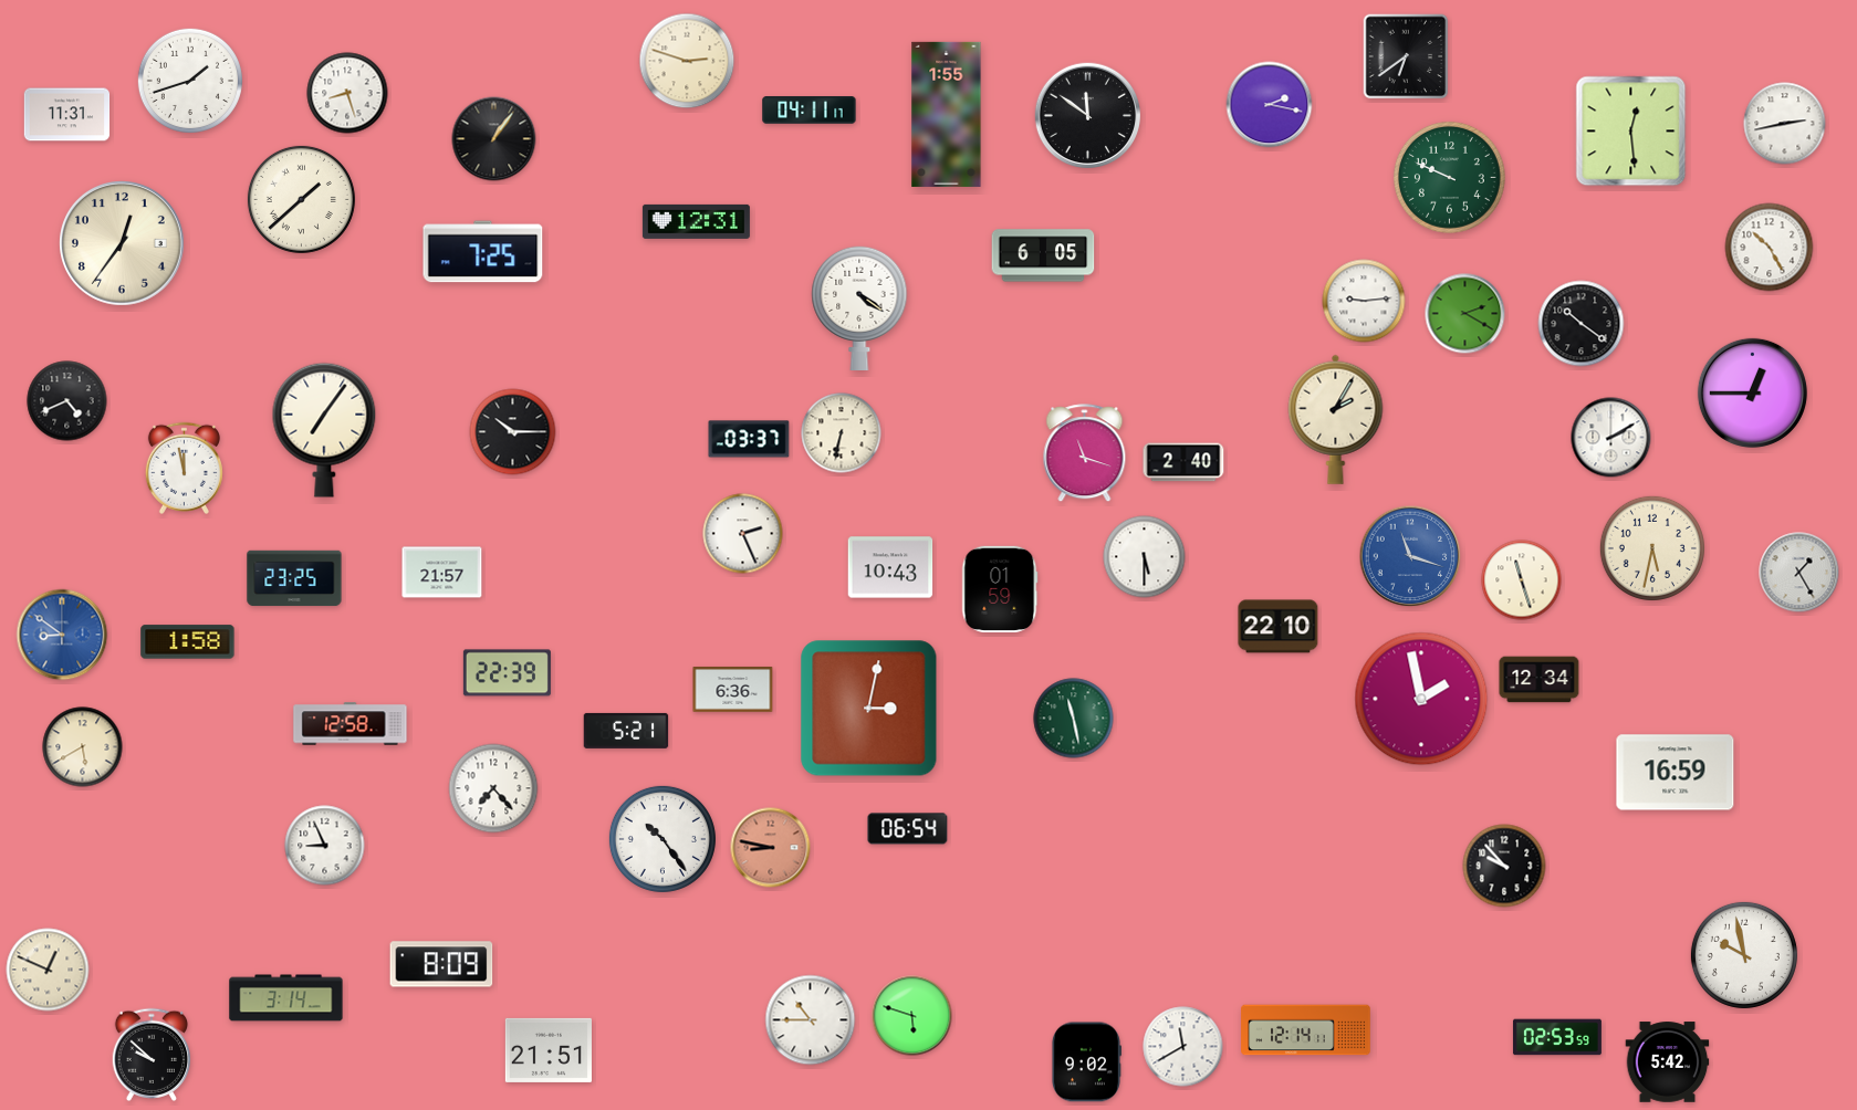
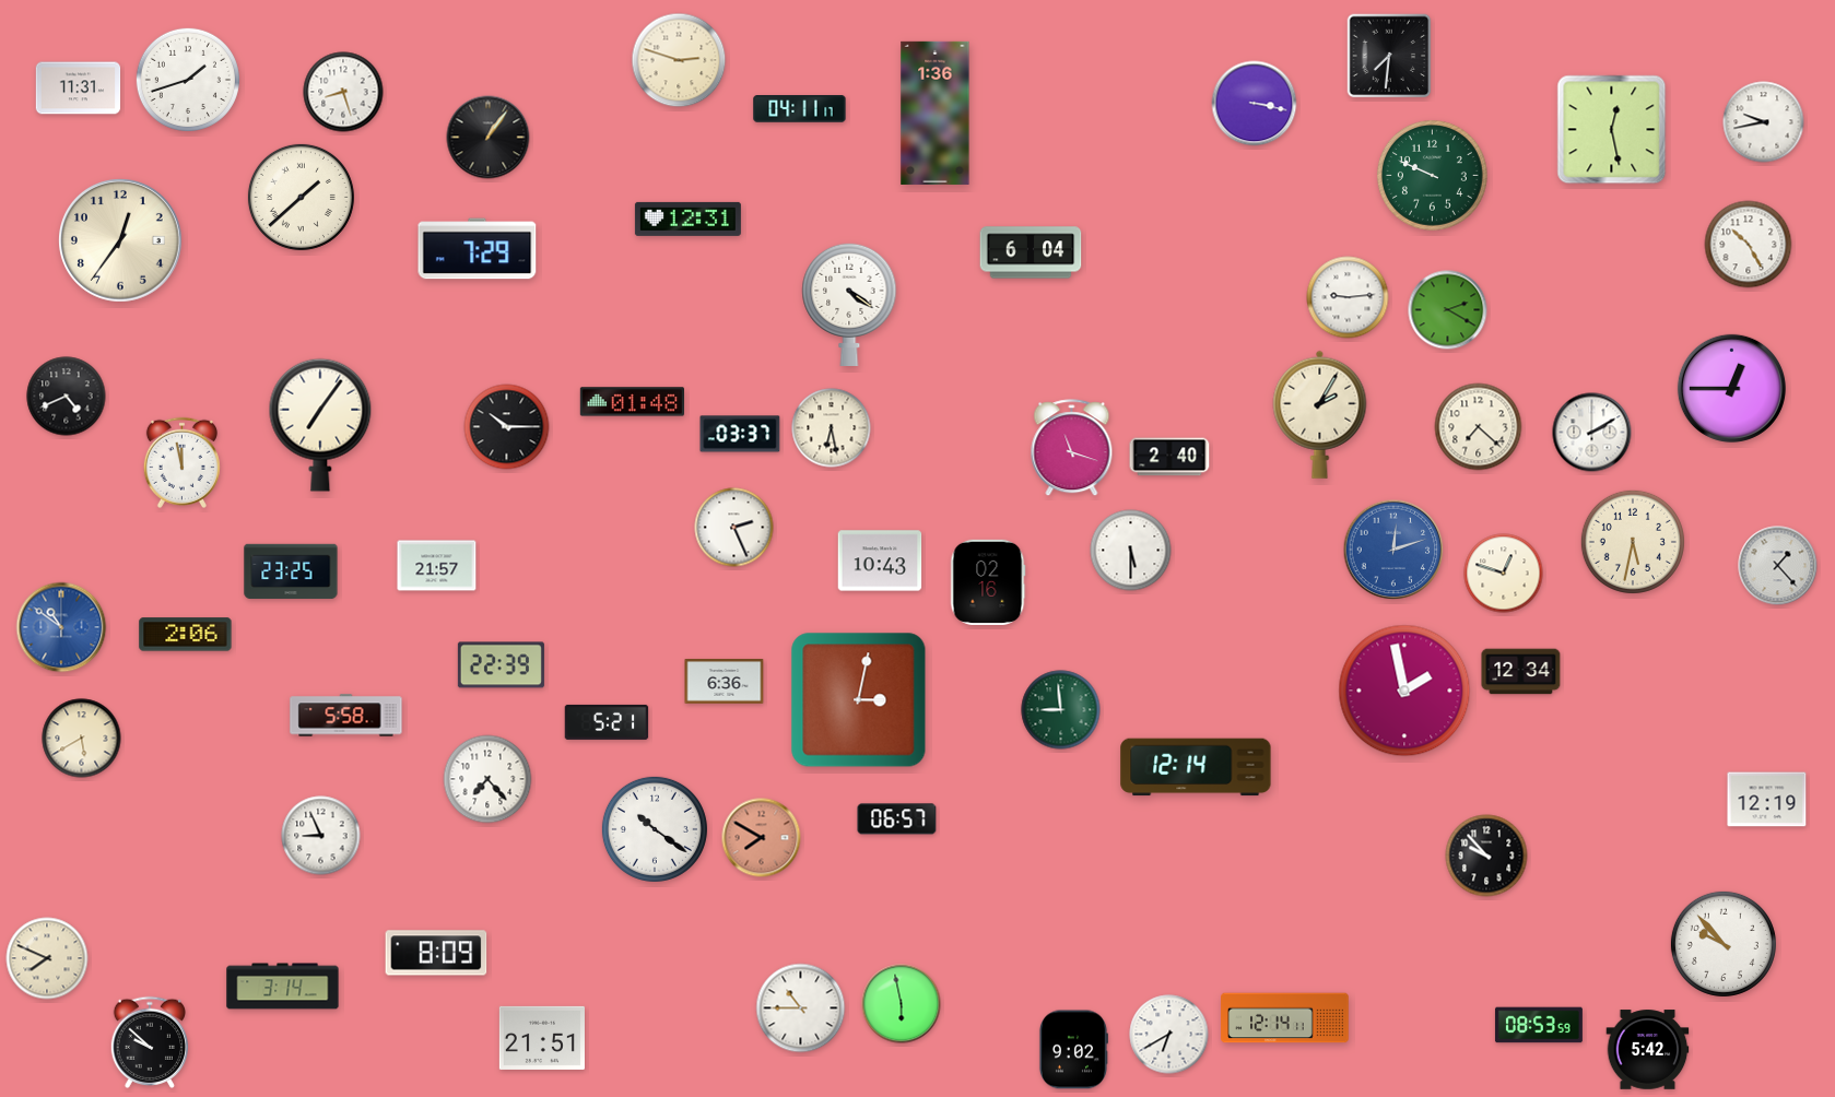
clock at (1406, 56): 6:39 -> 7:31
clock at (1270, 105): 2:17 -> 3:17
clock at (947, 114): 1:55 -> 1:36
clock at (67, 115) position: (67, 115) -> (79, 89)
clock at (1087, 115): 11:51 -> none
clock at (1785, 124): 2:43 -> 9:43
clock at (1631, 132): 12:29 -> 12:28
clock at (301, 199) position: (301, 199) -> (301, 197)
clock at (483, 252): 7:25 -> 7:29
clock at (1043, 255): 6:05 -> 6:04
clock at (1582, 324): 10:21 -> none
clock at (632, 402): none -> 01:48
clock at (1479, 427): none -> 7:22
clock at (842, 433): 6:32 -> 6:28
clock at (1410, 556): 11:18 -> 12:12
clock at (1799, 573): 1:25 -> 1:23
clock at (1522, 580): 11:27 -> 12:48
clock at (1000, 589): 01:59 -> 02:16
clock at (1279, 627): 22:10 -> none
clock at (62, 635): 8:51 -> 10:51
clock at (188, 642): 1:58 -> 2:06
clock at (1074, 719): 11:28 -> 8:59
clock at (351, 724): 12:58 -> 5:58
clock at (626, 731) position: (626, 731) -> (607, 722)
clock at (1676, 773): 16:59 -> none
clock at (1196, 767): none -> 12:14
clock at (1767, 800): none -> 12:19
clock at (908, 829): 06:54 -> 06:57
clock at (663, 839): 10:24 -> 10:21
clock at (771, 848): 8:47 -> 7:50
clock at (1744, 955): 9:58 -> 9:53
clock at (48, 970): 12:49 -> 7:49
clock at (912, 1016): 5:48 -> 5:58
clock at (1306, 1030) position: (1306, 1030) -> (1285, 1018)
clock at (1557, 1037): 02:53 -> 08:53
clock at (1183, 1047): 11:40 -> 6:40
